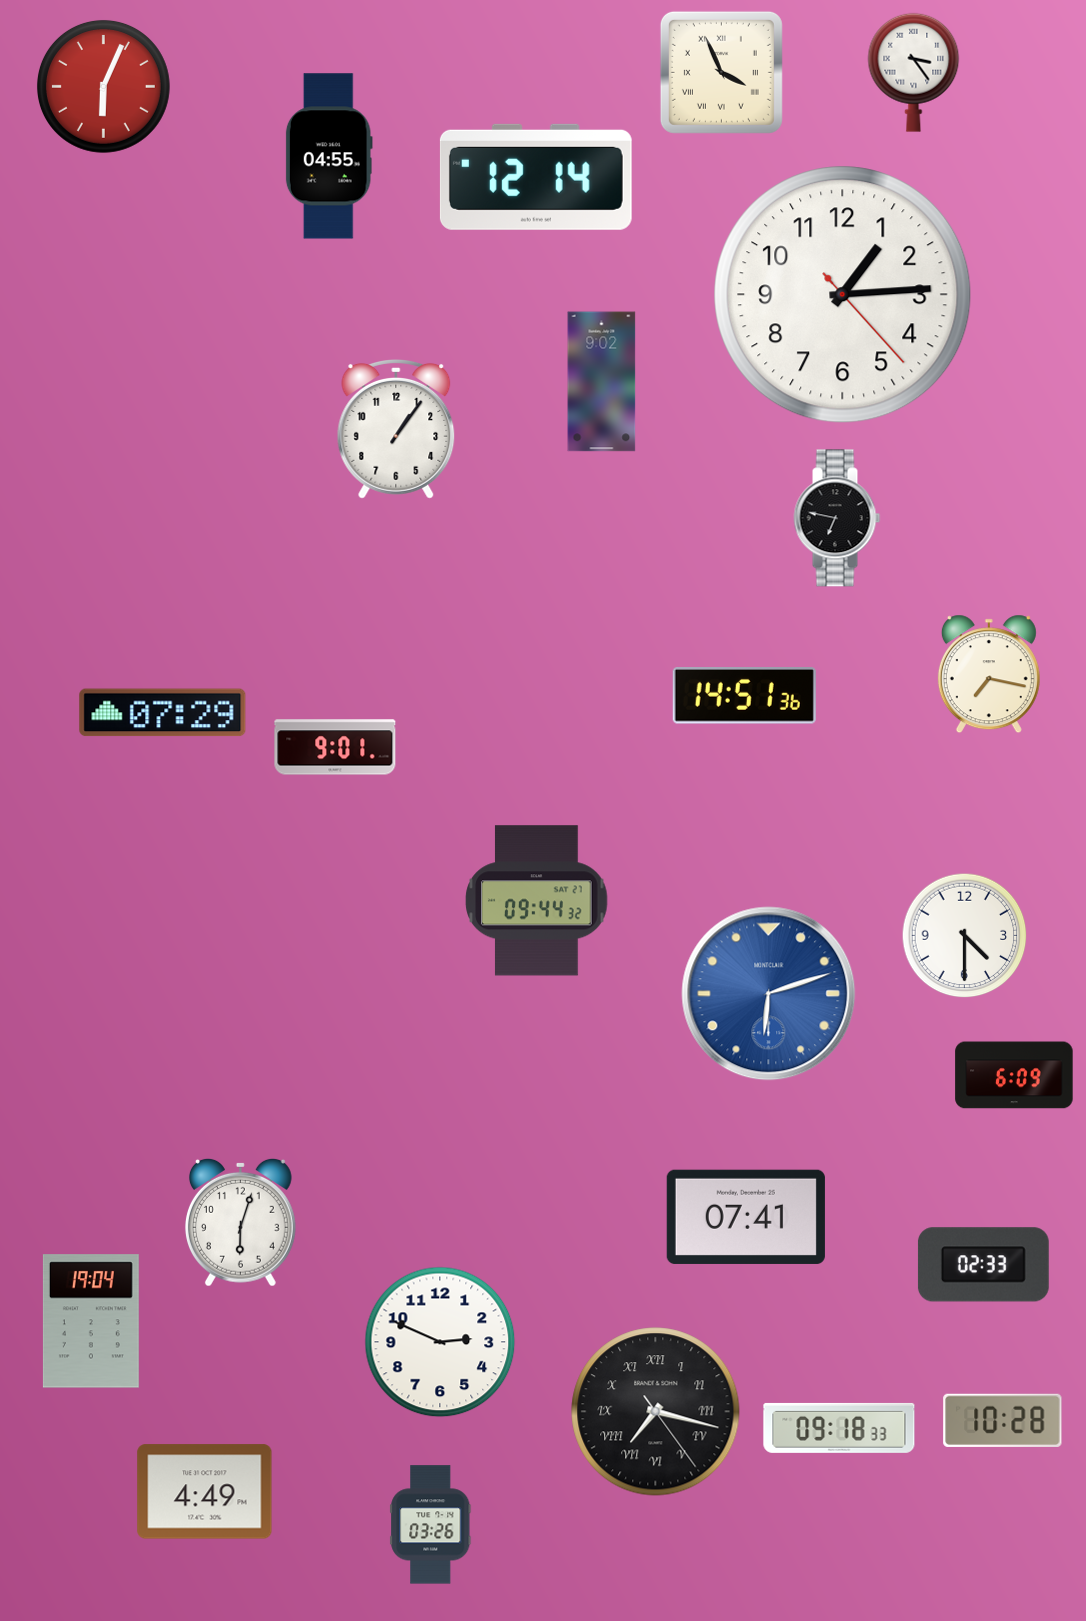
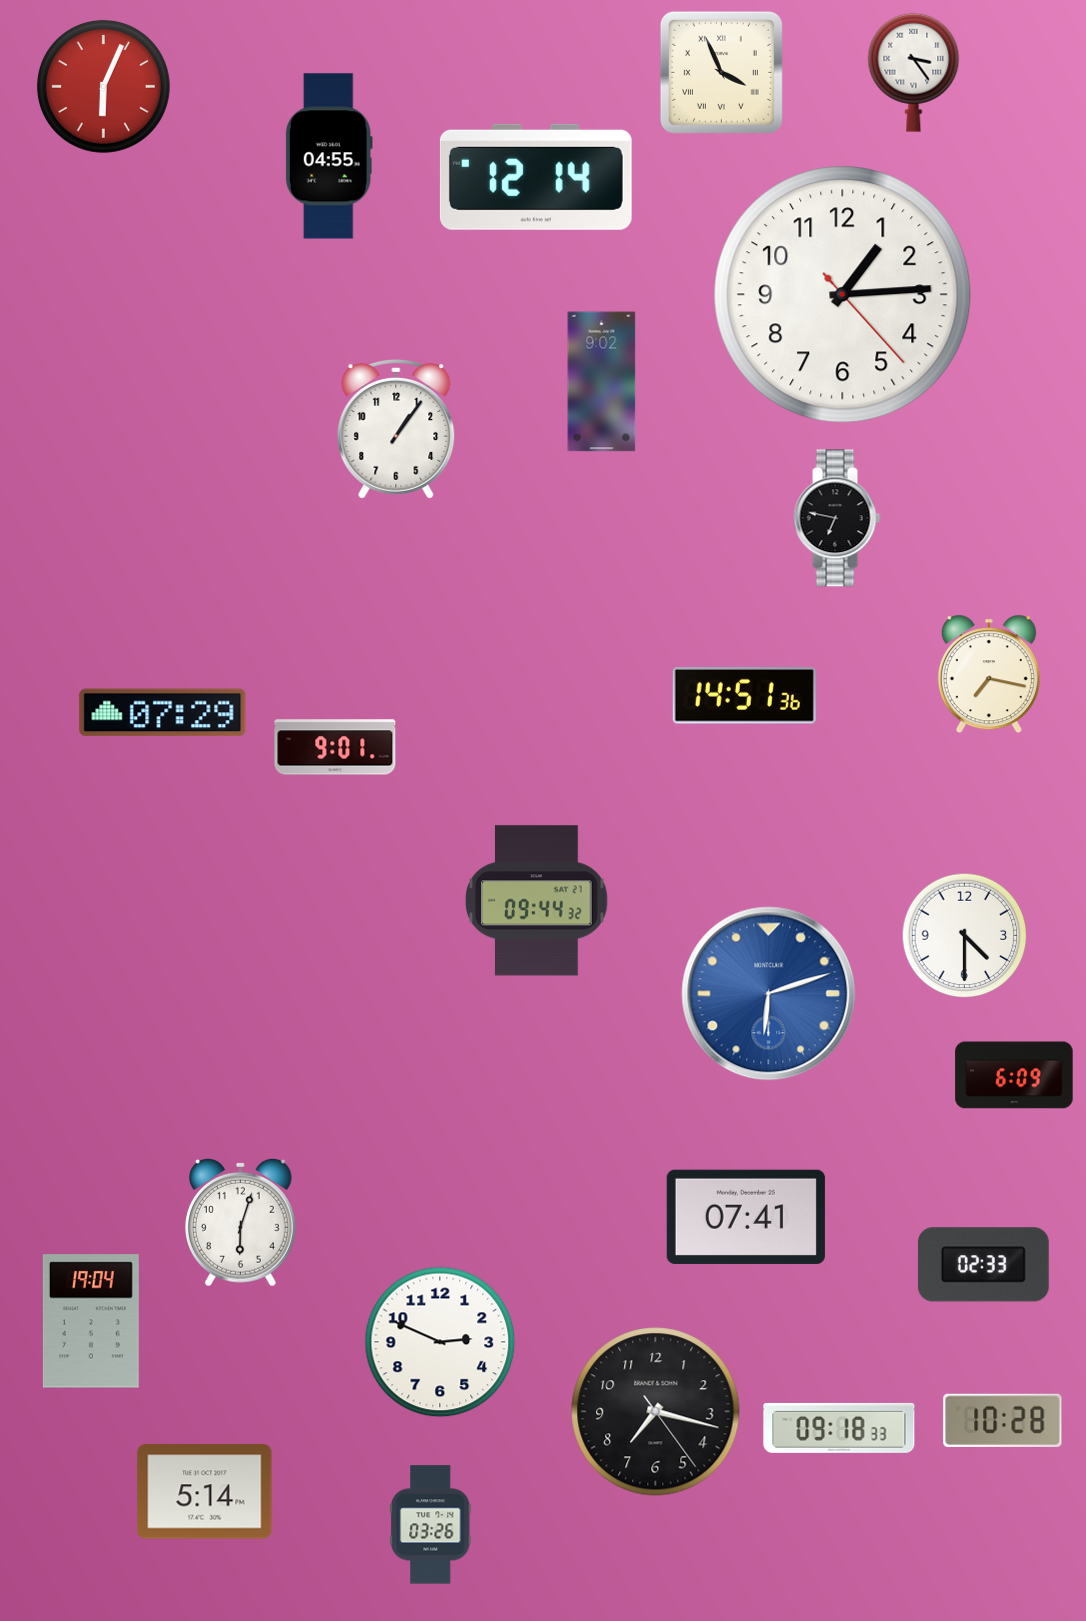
clock at (656, 1412) numerals: Roman -> Arabic
clock at (205, 1492): 4:49 -> 5:14
